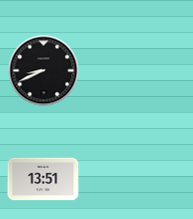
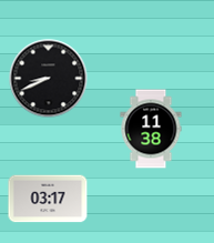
clock at (151, 129): none -> 11:38
clock at (43, 179): 13:51 -> 03:17
